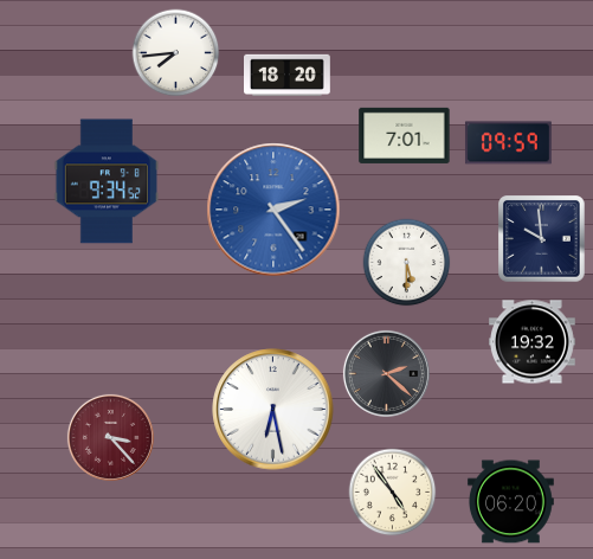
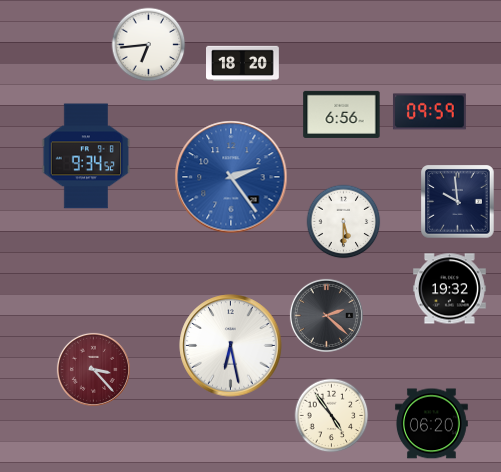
clock at (176, 53): 7:44 -> 6:44
clock at (405, 135): 7:01 -> 6:56
clock at (508, 143) position: (508, 143) -> (429, 112)
clock at (107, 181) position: (107, 181) -> (86, 156)
